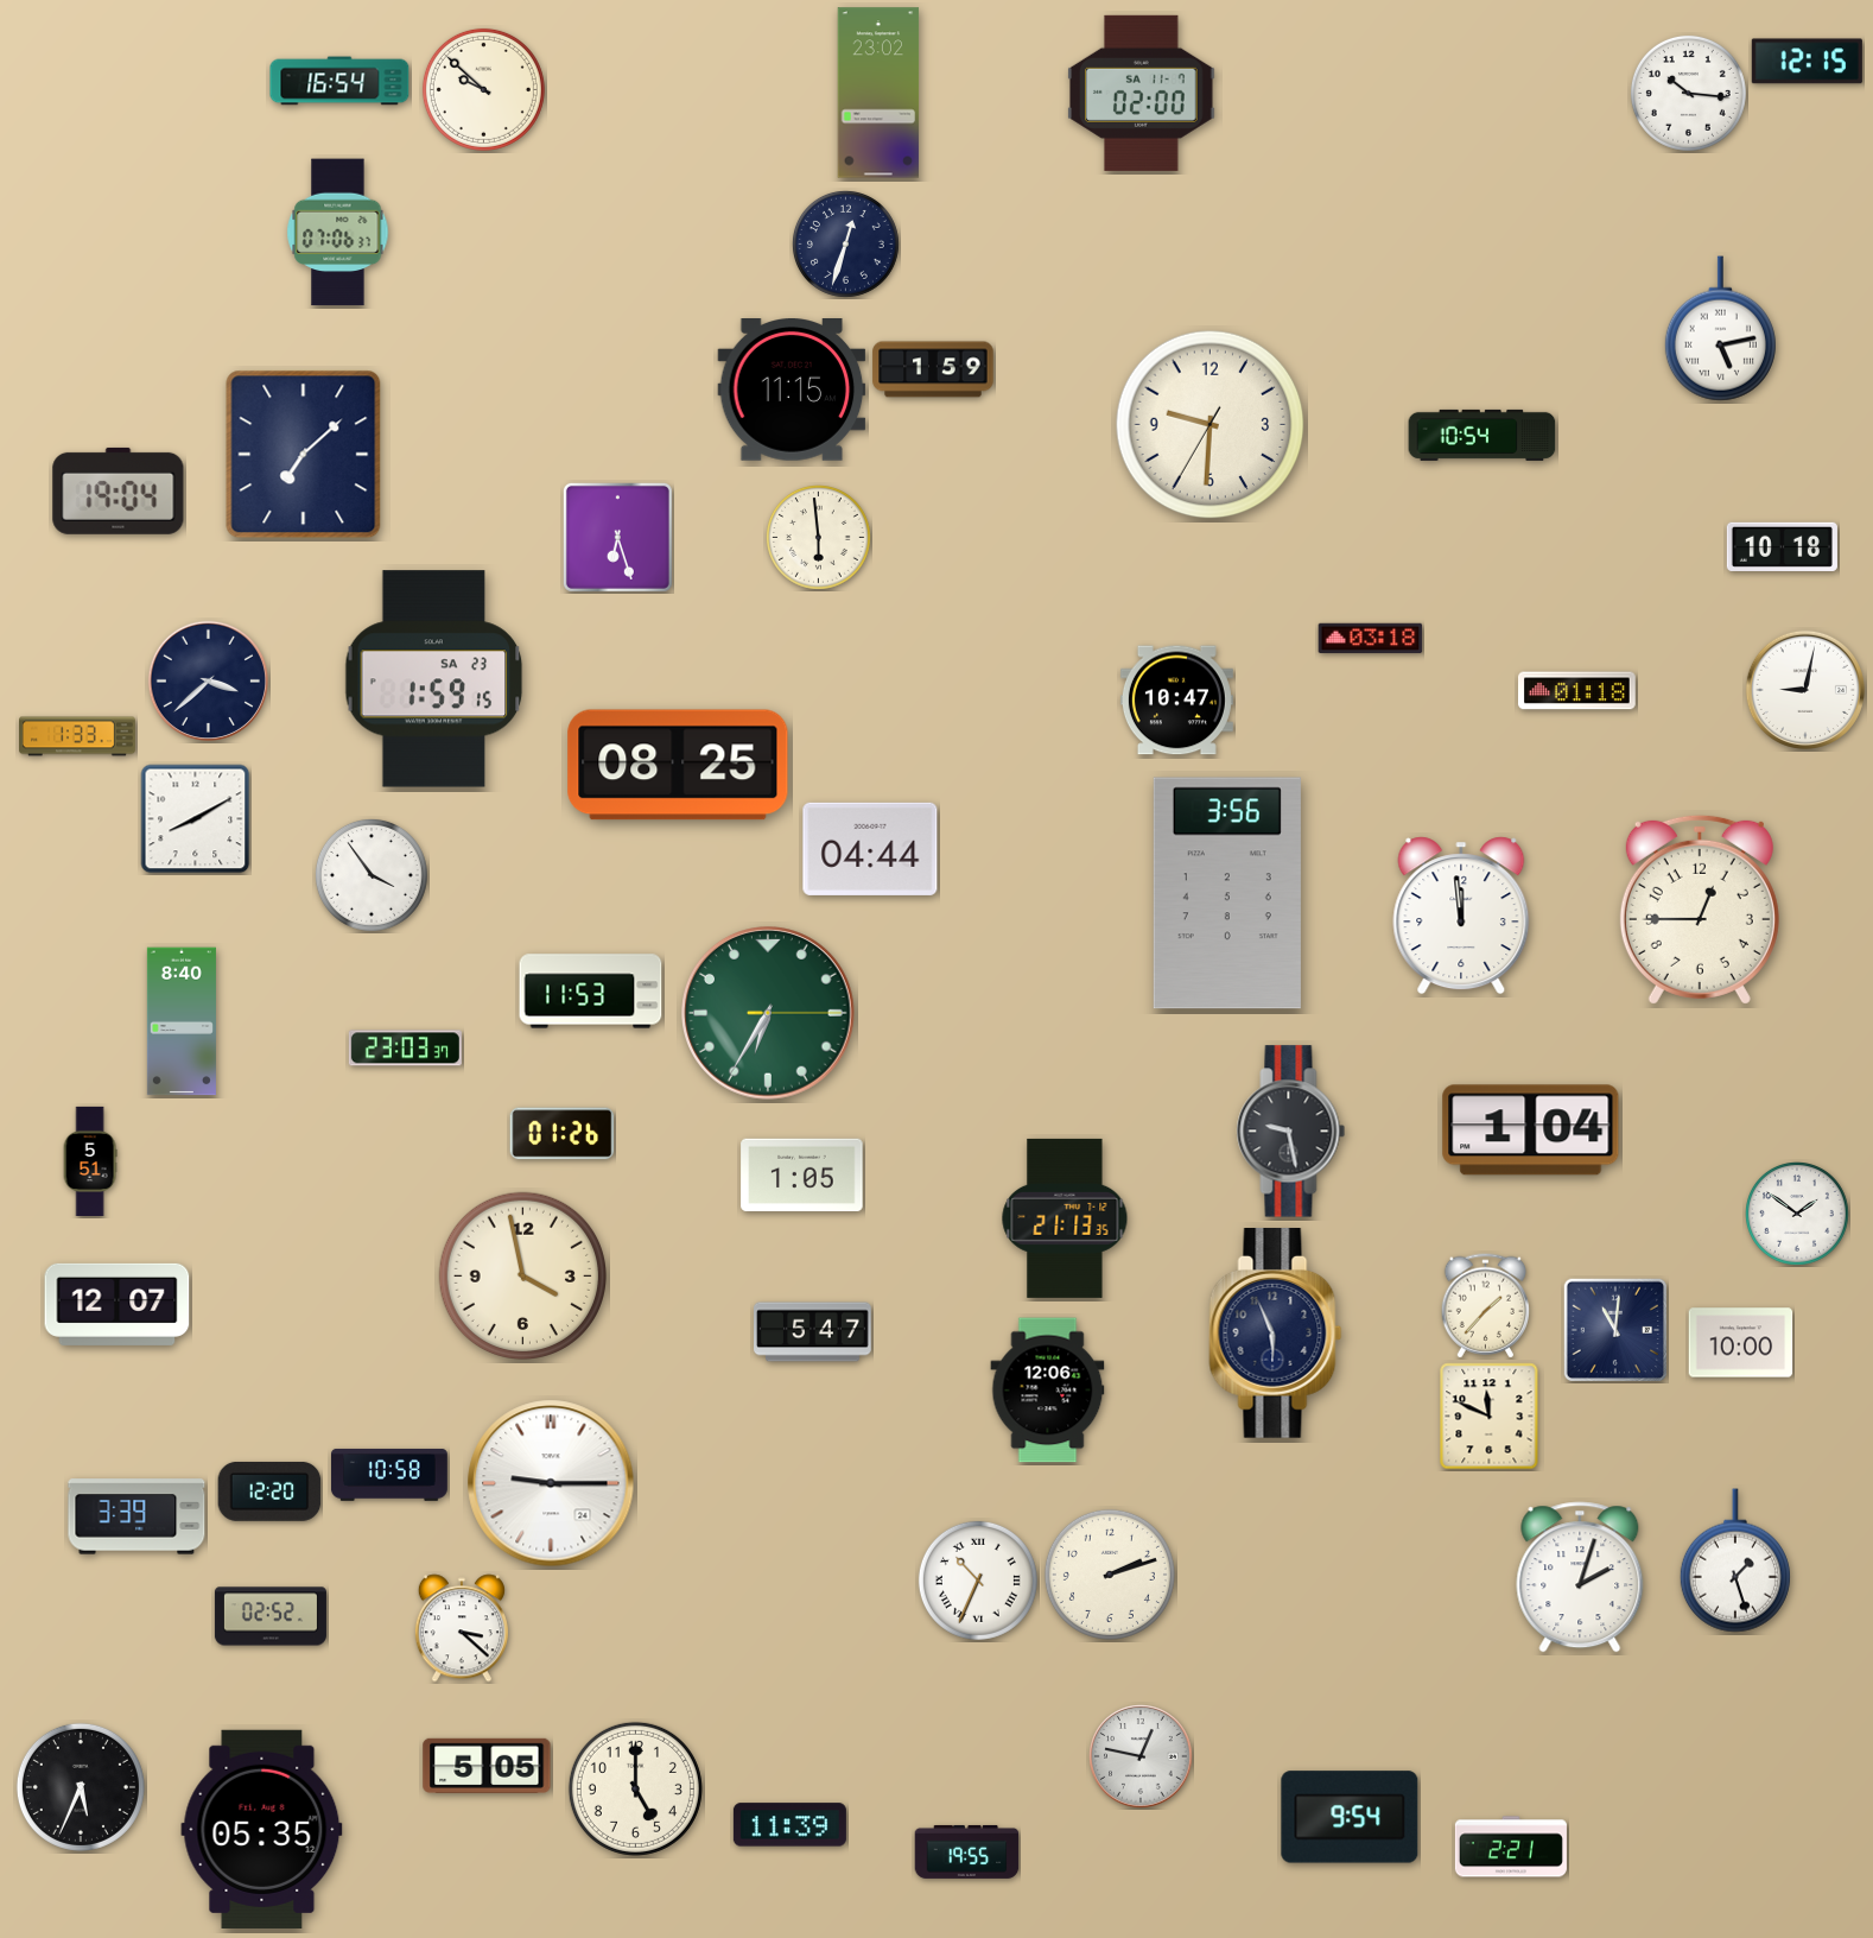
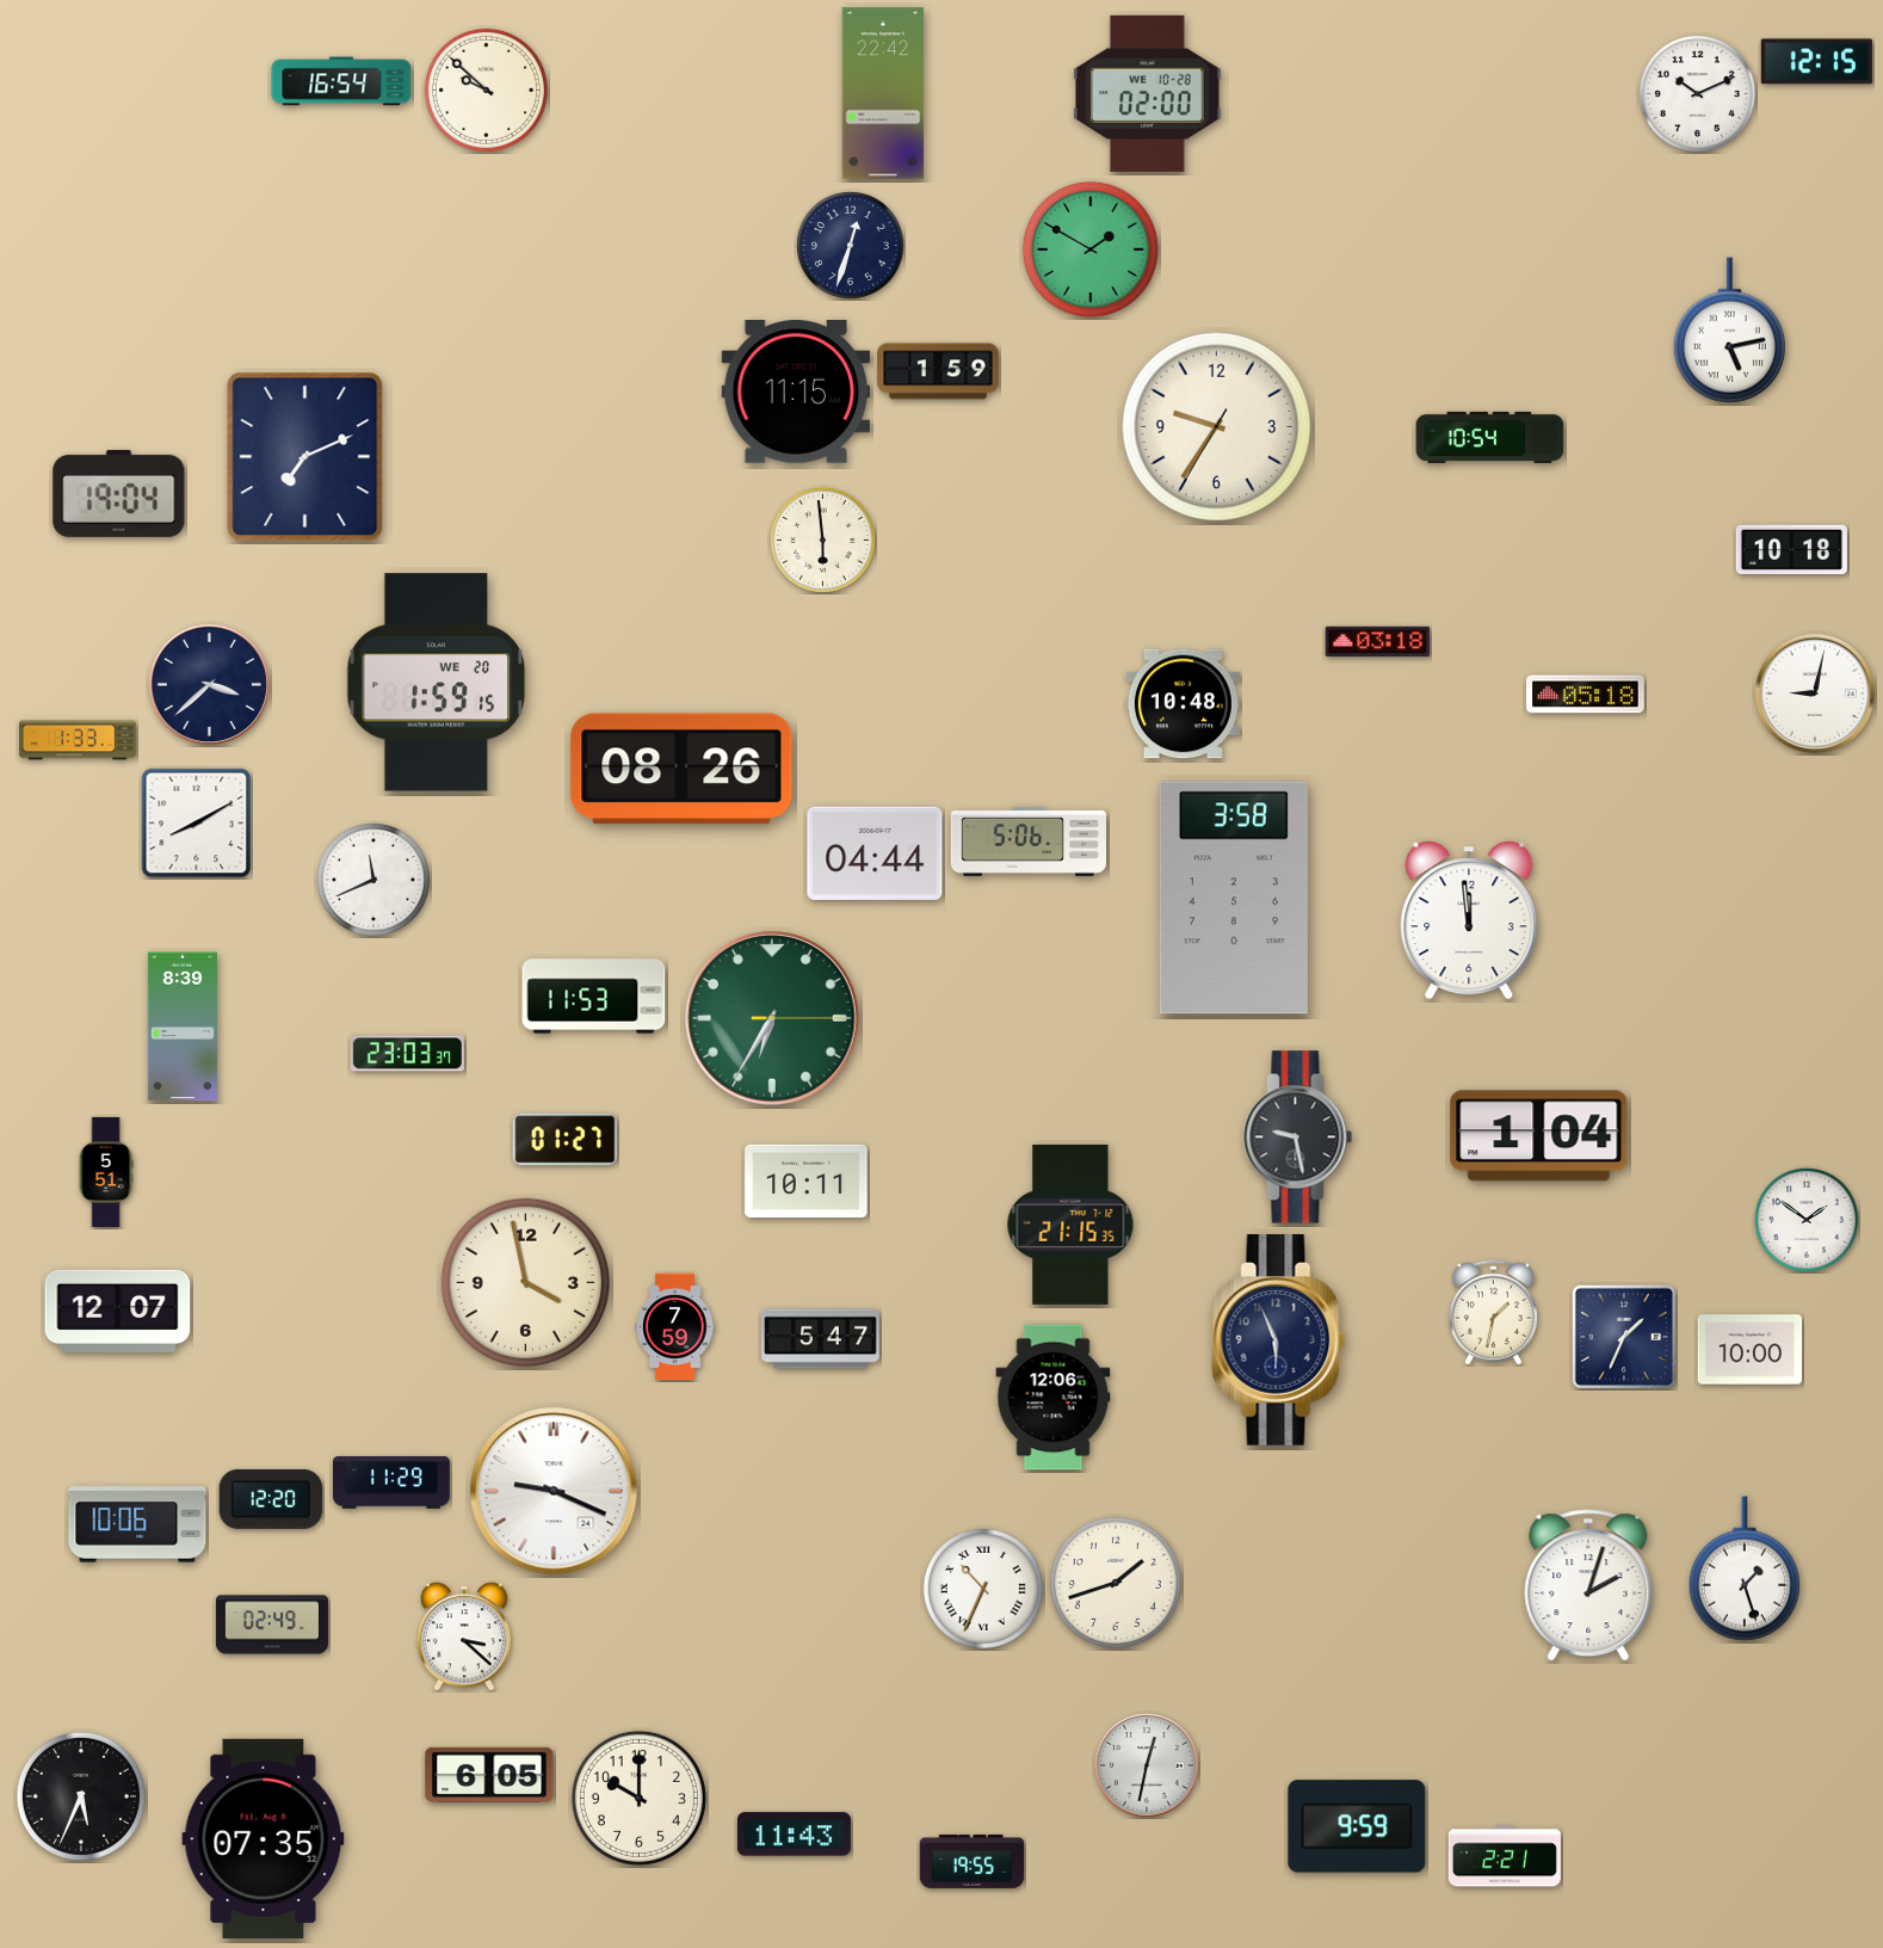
clock at (878, 93): 23:02 -> 22:42
clock at (1142, 93) date: SA 11-7 -> WE 10-28
clock at (1688, 93): 10:16 -> 10:11
clock at (338, 233): 07:06 -> none
clock at (1091, 249): none -> 1:50
clock at (1211, 425): 9:30 -> 9:35
clock at (304, 455): 7:08 -> 7:11
clock at (617, 537): 6:27 -> none
clock at (434, 679) date: SA 23 -> WE 20
clock at (1577, 691): 01:18 -> 05:18
clock at (1176, 701): 10:47 -> 10:48
clock at (678, 765): 08:25 -> 08:26
clock at (1029, 842): none -> 5:06
clock at (372, 875): 3:54 -> 11:41
clock at (1227, 893): 3:56 -> 3:58
clock at (1700, 910): 12:45 -> none
clock at (182, 1021): 8:40 -> 8:39
clock at (563, 1134): 01:26 -> 01:27
clock at (90, 1160) position: (90, 1160) -> (106, 1171)
clock at (802, 1176): 1:05 -> 10:11
clock at (1065, 1218): 21:13 -> 21:15
clock at (1485, 1306): 1:37 -> 1:32
clock at (675, 1327): none -> 7:59
clock at (1614, 1329): 11:01 -> 1:34
clock at (813, 1332) position: (813, 1332) -> (821, 1339)
clock at (1276, 1334) position: (1276, 1334) -> (1279, 1340)
clock at (1490, 1417): 11:49 -> none
clock at (389, 1475): 10:58 -> 11:29
clock at (551, 1483): 9:15 -> 9:19
clock at (136, 1516): 3:39 -> 10:06
clock at (1110, 1575): 2:12 -> 1:42
clock at (271, 1616): 02:52 -> 02:49
clock at (1141, 1756): 12:47 -> 12:32
clock at (487, 1766): 5:05 -> 6:05
clock at (635, 1788): 5:00 -> 10:00
clock at (1350, 1817): 9:54 -> 9:59
clock at (789, 1825): 11:39 -> 11:43
clock at (262, 1829): 05:35 -> 07:35
clock at (1511, 1847) position: (1511, 1847) -> (1505, 1856)
